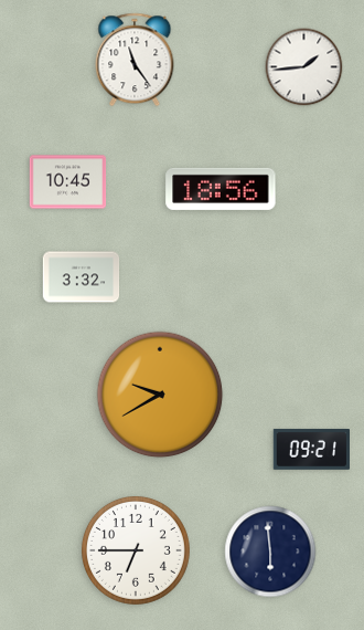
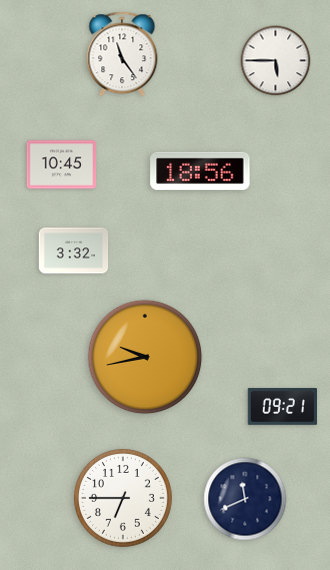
clock at (304, 67): 1:44 -> 5:45
clock at (160, 395): 9:40 -> 9:43
clock at (270, 552): 5:59 -> 11:41
